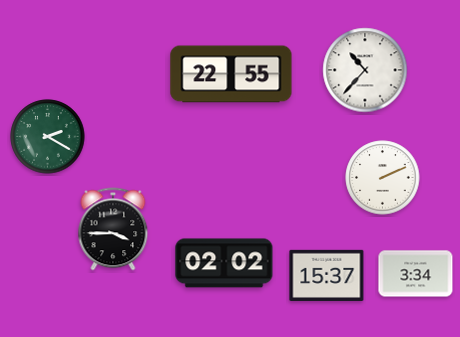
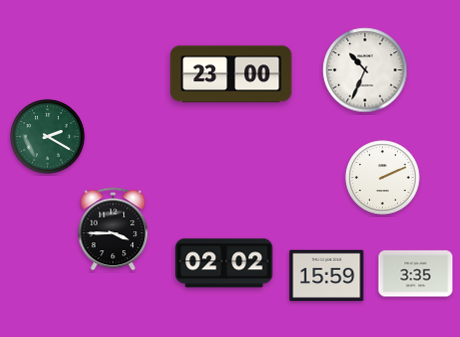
clock at (365, 70): 10:37 -> 10:34
clock at (231, 74): 22:55 -> 23:00
clock at (416, 274): 3:34 -> 3:35
clock at (327, 275): 15:37 -> 15:59
